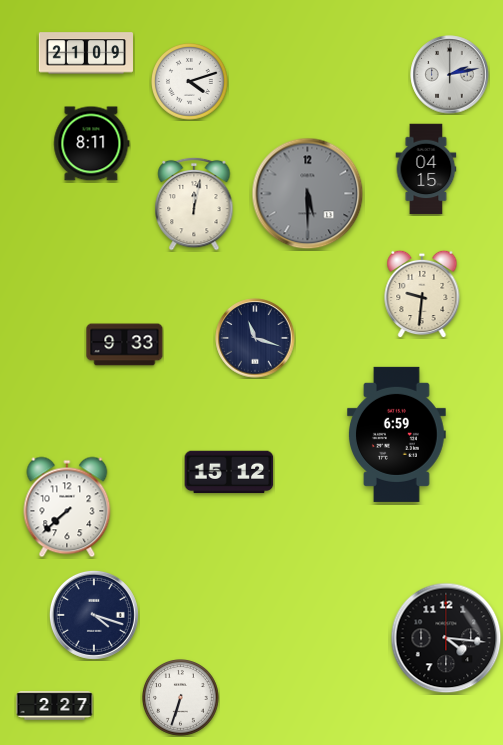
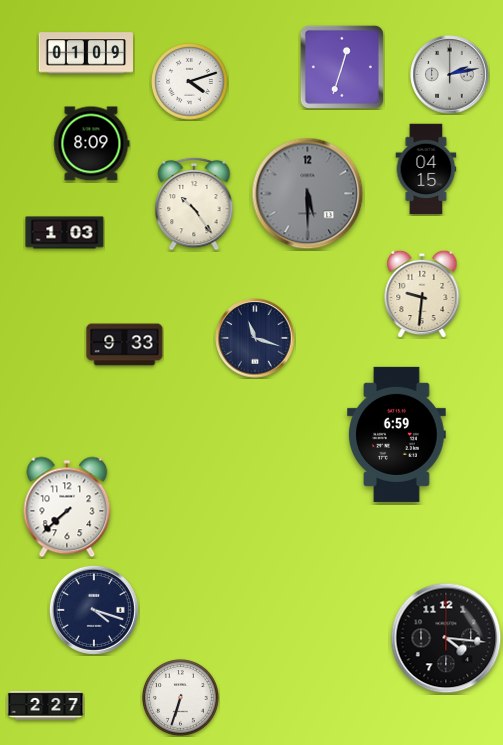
clock at (85, 53): 21:09 -> 01:09
clock at (342, 67): none -> 12:33
clock at (92, 144): 8:11 -> 8:09
clock at (194, 204): 12:02 -> 10:24
clock at (65, 233): none -> 1:03
clock at (229, 472): 15:12 -> none
clock at (94, 615) position: (94, 615) -> (94, 610)
clock at (55, 706) position: (55, 706) -> (46, 706)
